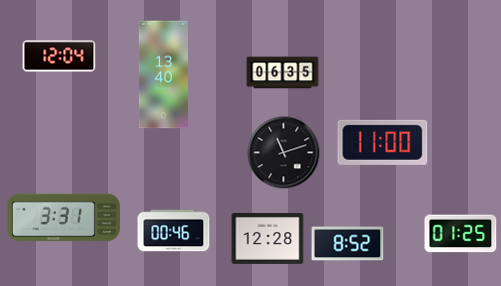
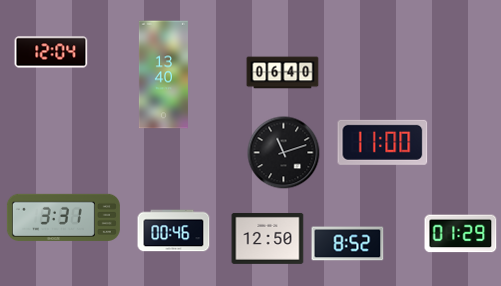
clock at (59, 56) position: (59, 56) -> (51, 52)
clock at (283, 73): 06:35 -> 06:40
clock at (461, 234): 01:25 -> 01:29
clock at (268, 238): 12:28 -> 12:50
